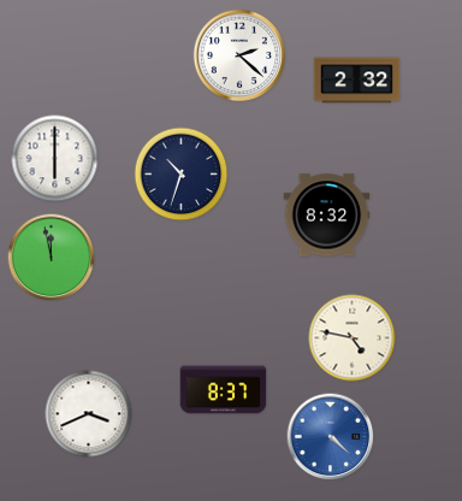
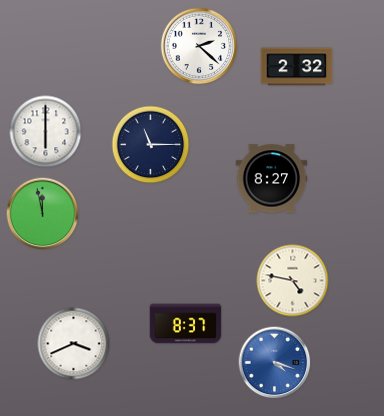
clock at (182, 175): 10:33 -> 11:15
clock at (327, 216): 8:32 -> 8:27
clock at (331, 437): 4:22 -> 4:18
